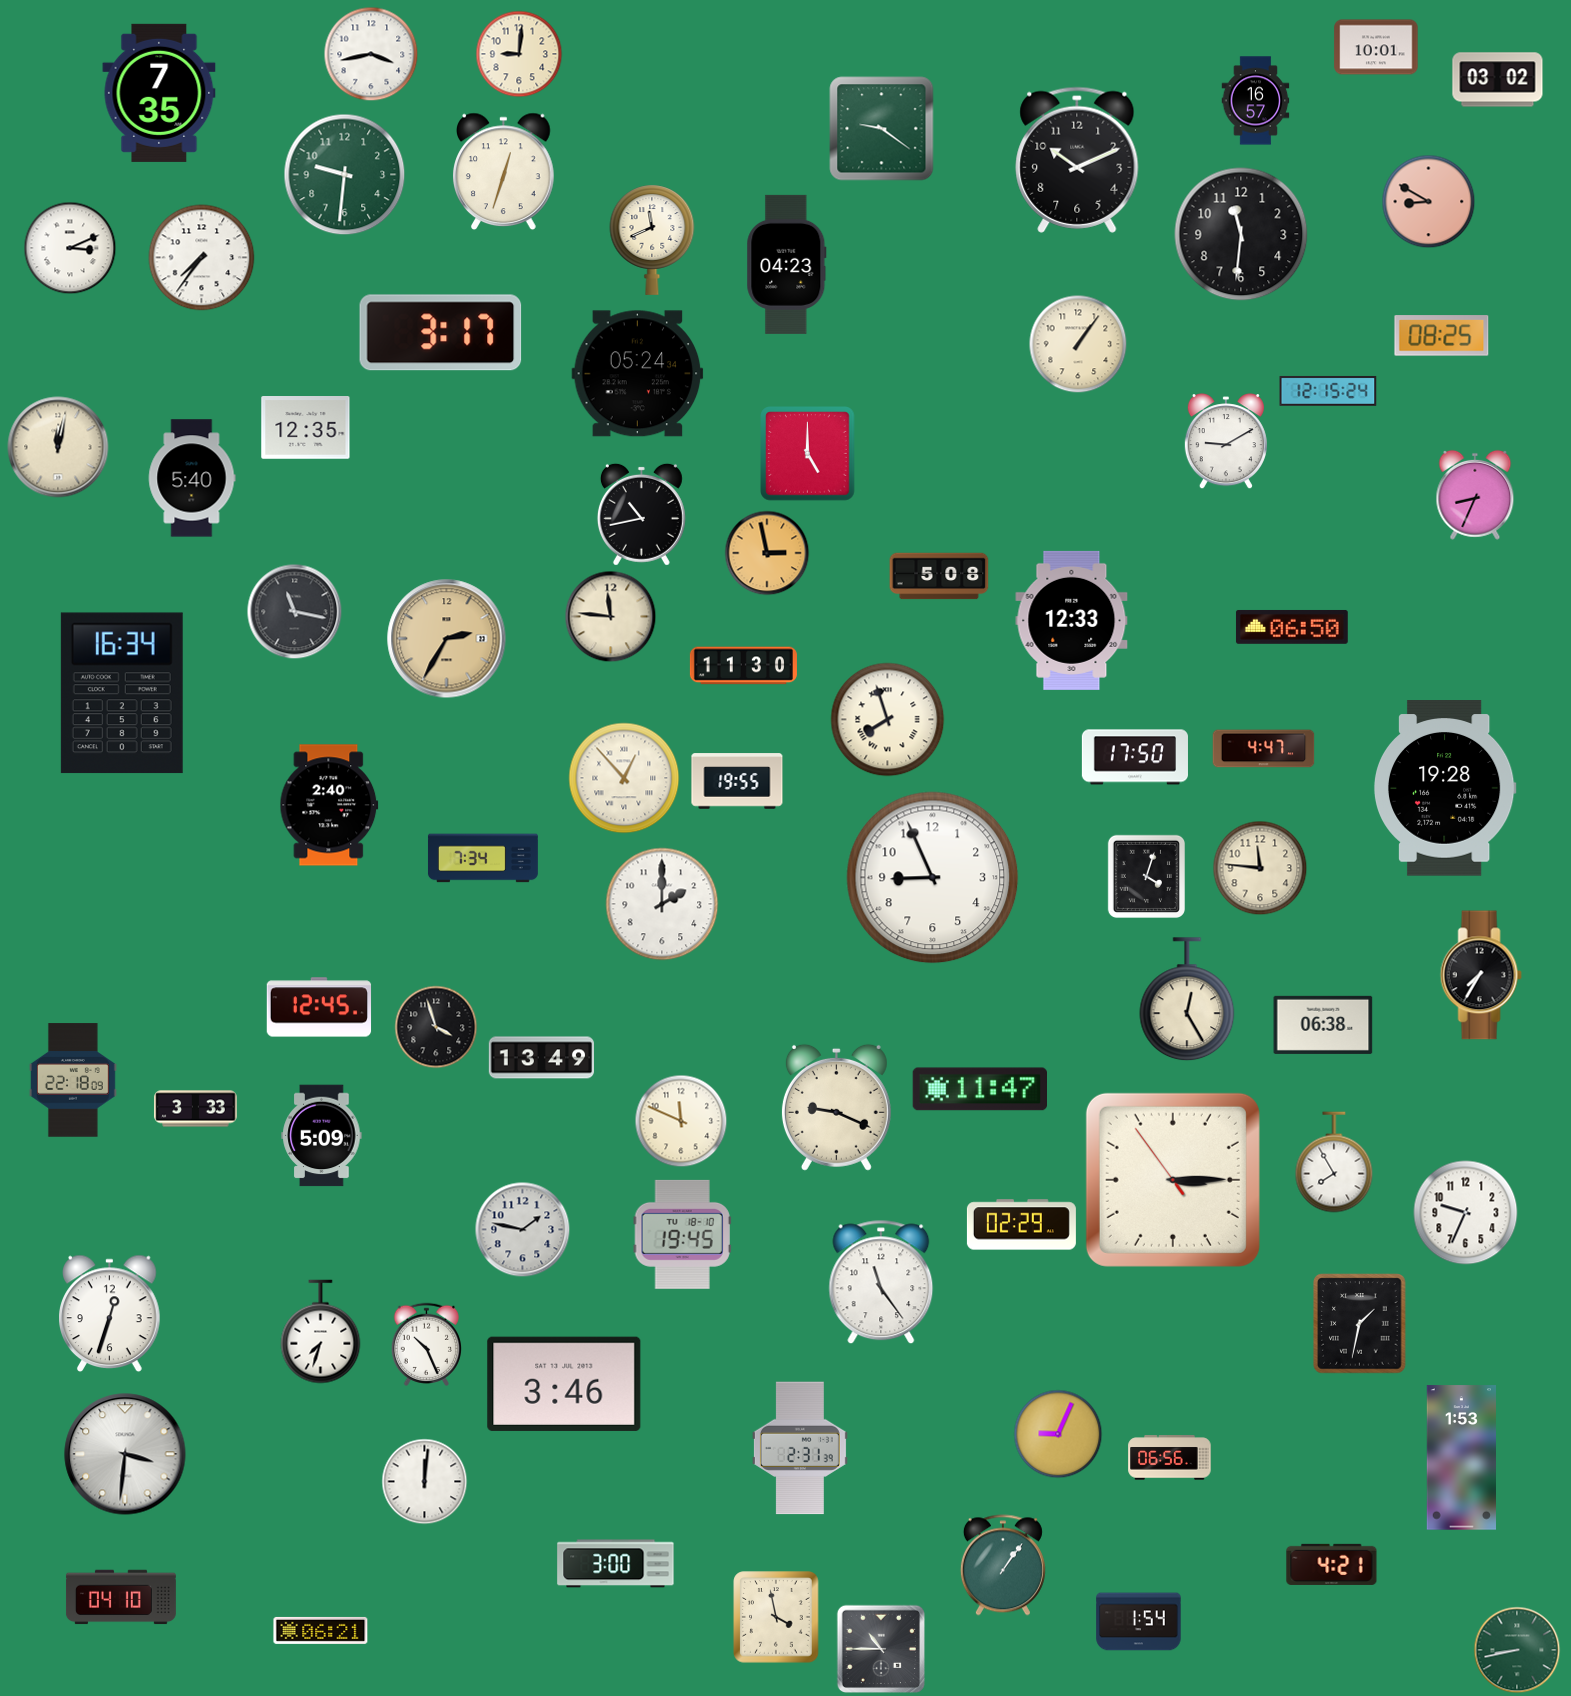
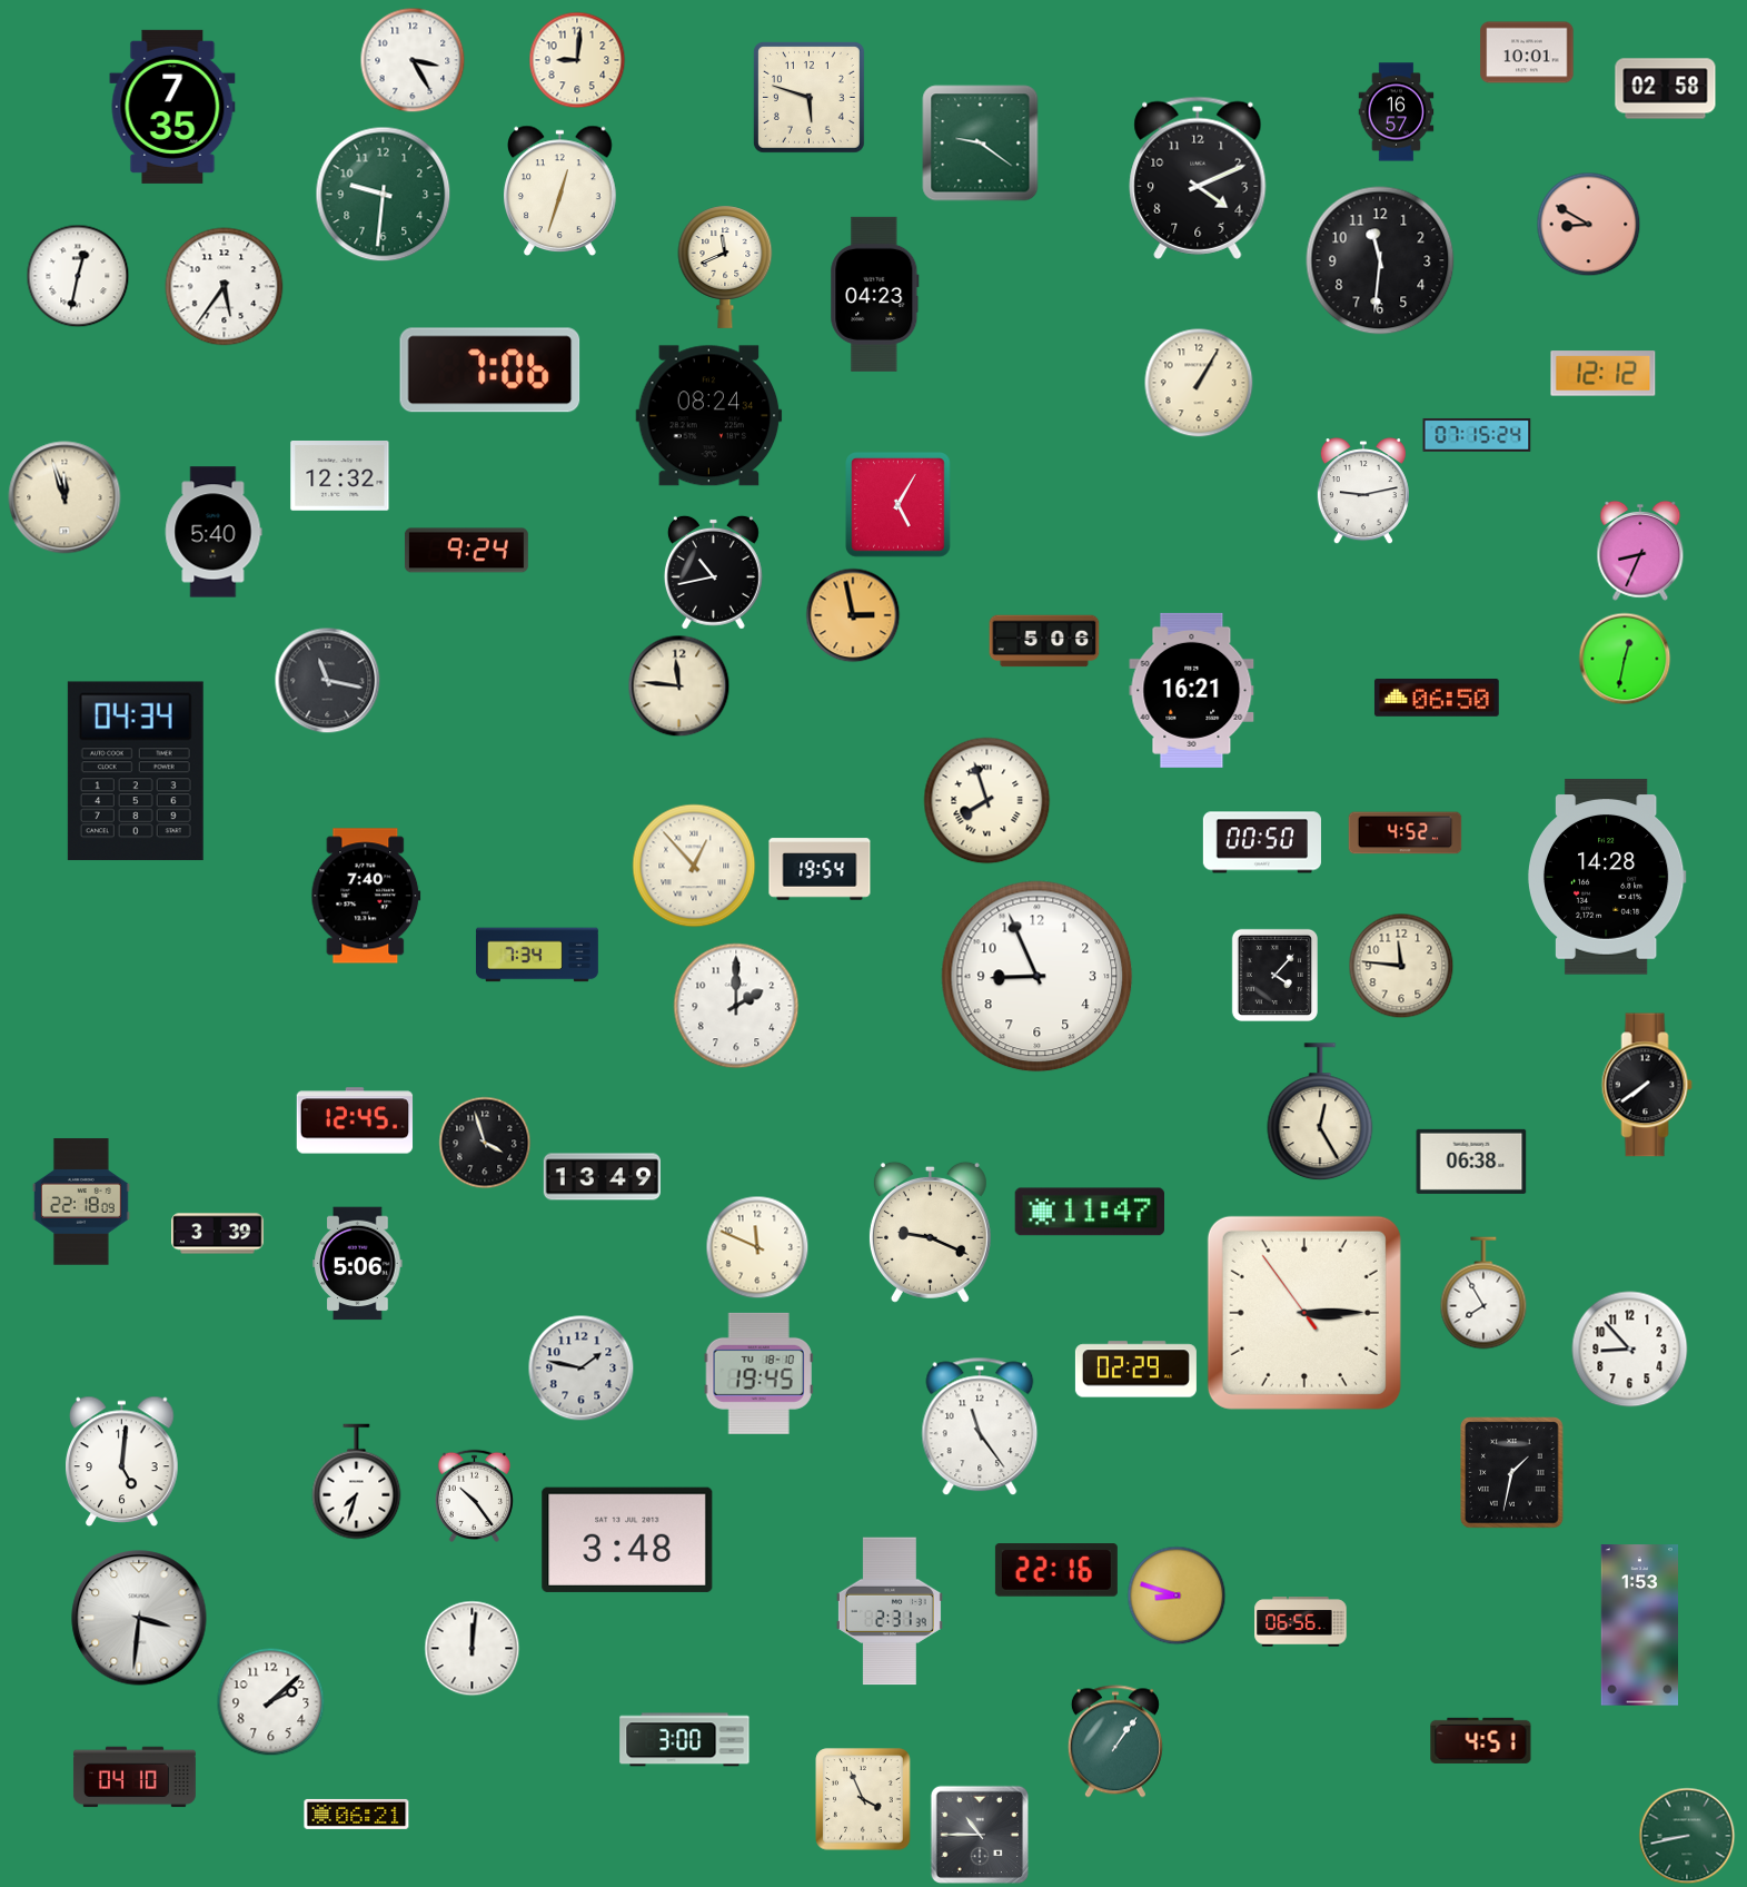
clock at (1376, 47) position: (1376, 47) -> (1527, 52)
clock at (371, 54): 3:43 -> 3:25
clock at (1498, 80): 03:02 -> 02:58
clock at (808, 97): none -> 5:48
clock at (159, 93) position: (159, 93) -> (172, 107)
clock at (1077, 160): 10:11 -> 4:11
clock at (70, 248): 3:11 -> 12:32
clock at (202, 258): 7:36 -> 5:36
clock at (441, 333): 3:17 -> 7:06
clock at (1442, 336): 08:25 -> 12:12
clock at (1078, 344): 1:06 -> 1:05
clock at (638, 374): 05:24 -> 08:24
clock at (1328, 391): 12:15 -> 07:15
clock at (306, 428): 12:35 -> 12:32
clock at (1226, 442): 9:10 -> 9:13
clock at (58, 447): 12:02 -> 11:57
clock at (808, 454): 5:00 -> 5:05
clock at (466, 551): none -> 9:24
clock at (939, 576): 5:08 -> 5:06
clock at (1625, 659): none -> 12:32
clock at (1072, 620): 12:33 -> 16:21
clock at (447, 639): 2:35 -> none
clock at (743, 666): 11:30 -> none
clock at (122, 693): 16:34 -> 04:34
clock at (1264, 749): 4:47 -> 4:52
clock at (1135, 757): 17:50 -> 00:50
clock at (737, 781): 19:55 -> 19:54
clock at (1445, 788): 19:28 -> 14:28
clock at (329, 805): 2:40 -> 7:40
clock at (1146, 876): 4:03 -> 4:07
clock at (1481, 975): 7:35 -> 7:39
clock at (1323, 1025) position: (1323, 1025) -> (1471, 1162)
clock at (196, 1109): 3:33 -> 3:39
clock at (322, 1136): 5:09 -> 5:06
clock at (1466, 1213): 9:34 -> 8:53
clock at (1021, 1225) position: (1021, 1225) -> (1135, 1370)
clock at (110, 1314): 12:33 -> 5:01
clock at (426, 1344): 10:26 -> 10:24
clock at (564, 1384): 3:46 -> 3:48
clock at (1056, 1570): none -> 22:16
clock at (1058, 1434): 9:04 -> 8:48
clock at (1461, 1458) position: (1461, 1458) -> (1639, 1626)
clock at (271, 1702): none -> 2:08
clock at (1332, 1564): 4:21 -> 4:51
clock at (776, 1617): 3:58 -> 3:56
clock at (1139, 1622): 1:54 -> none
